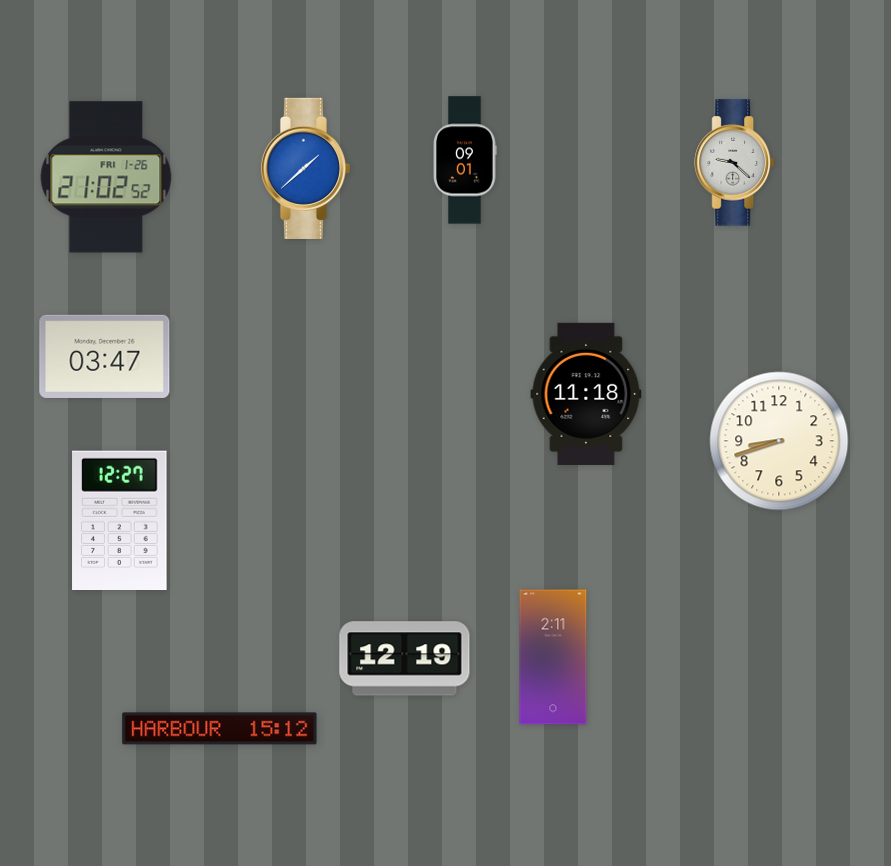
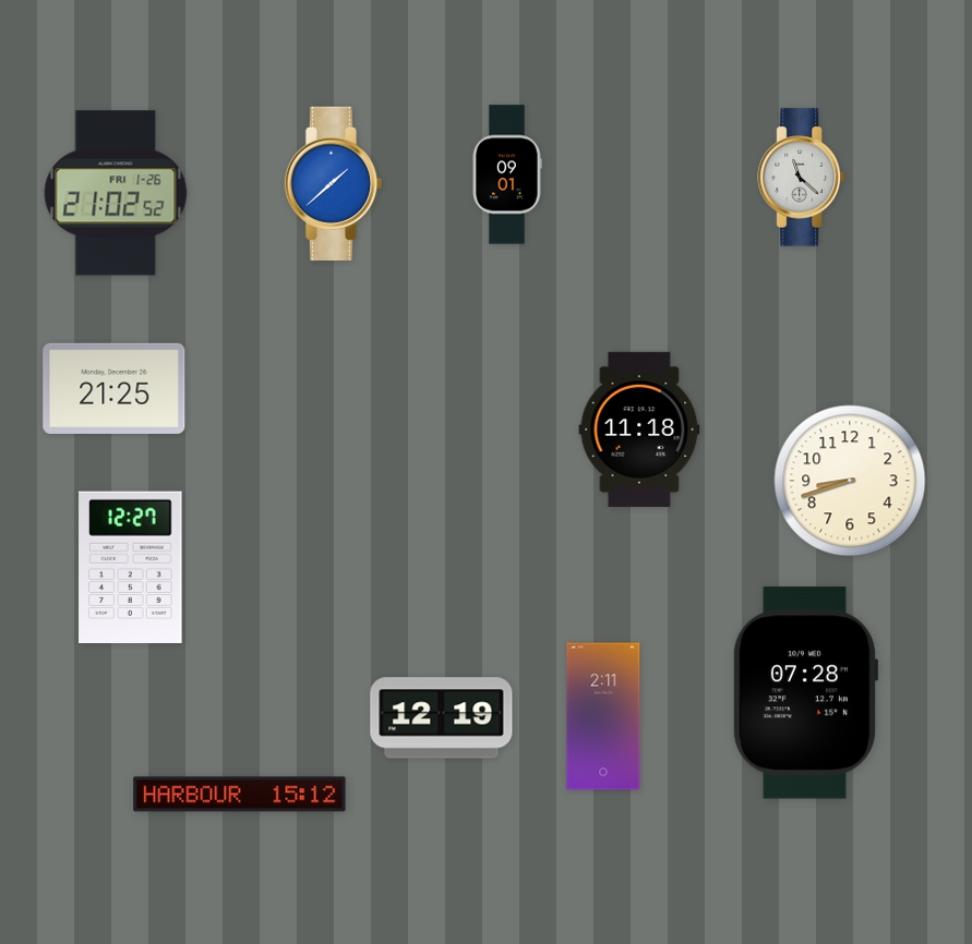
clock at (735, 163): 9:22 -> 11:22
clock at (105, 356): 03:47 -> 21:25
clock at (805, 693): none -> 07:28
